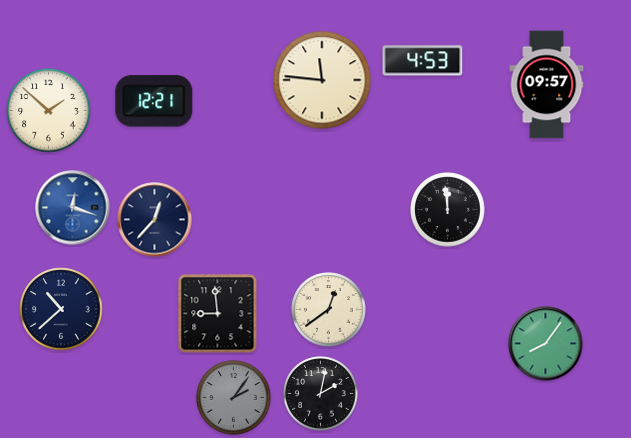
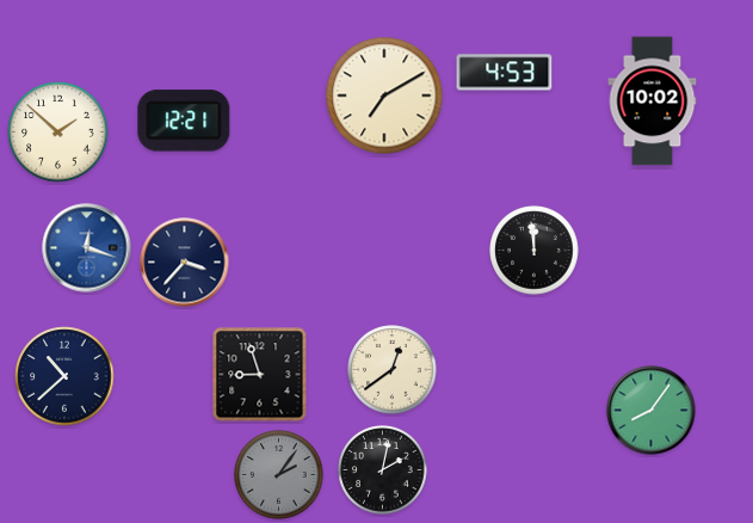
clock at (322, 80): 11:46 -> 7:10
clock at (547, 85): 09:57 -> 10:02
clock at (155, 220): 12:37 -> 3:37
clock at (61, 309) position: (61, 309) -> (64, 376)
clock at (218, 314): 8:59 -> 8:57
